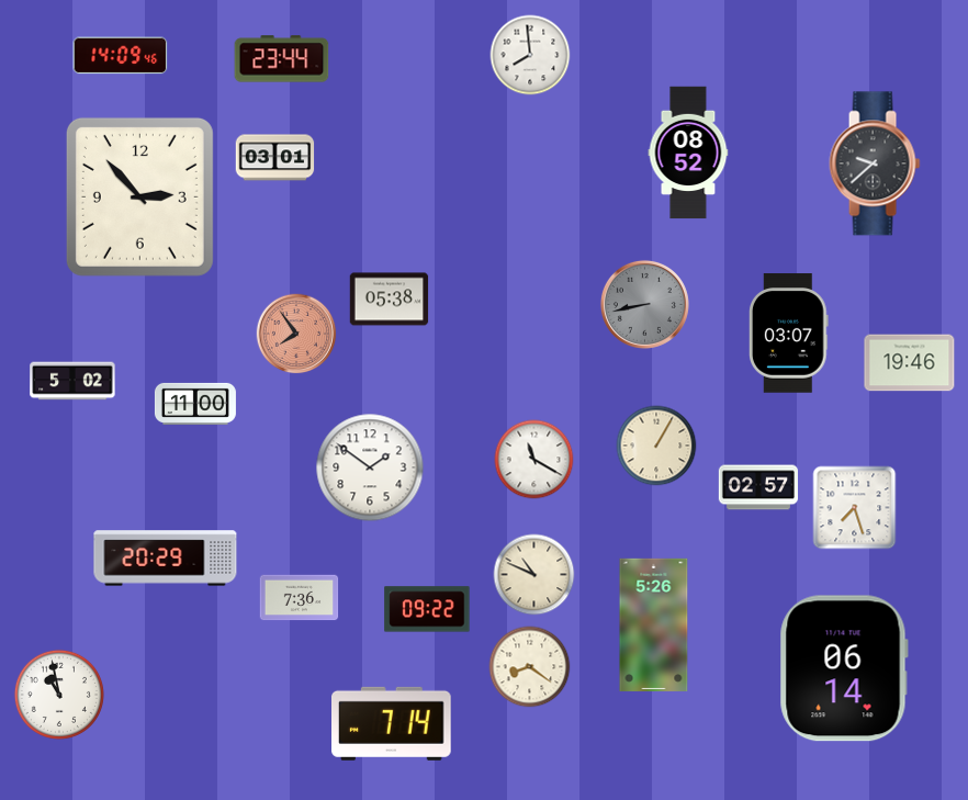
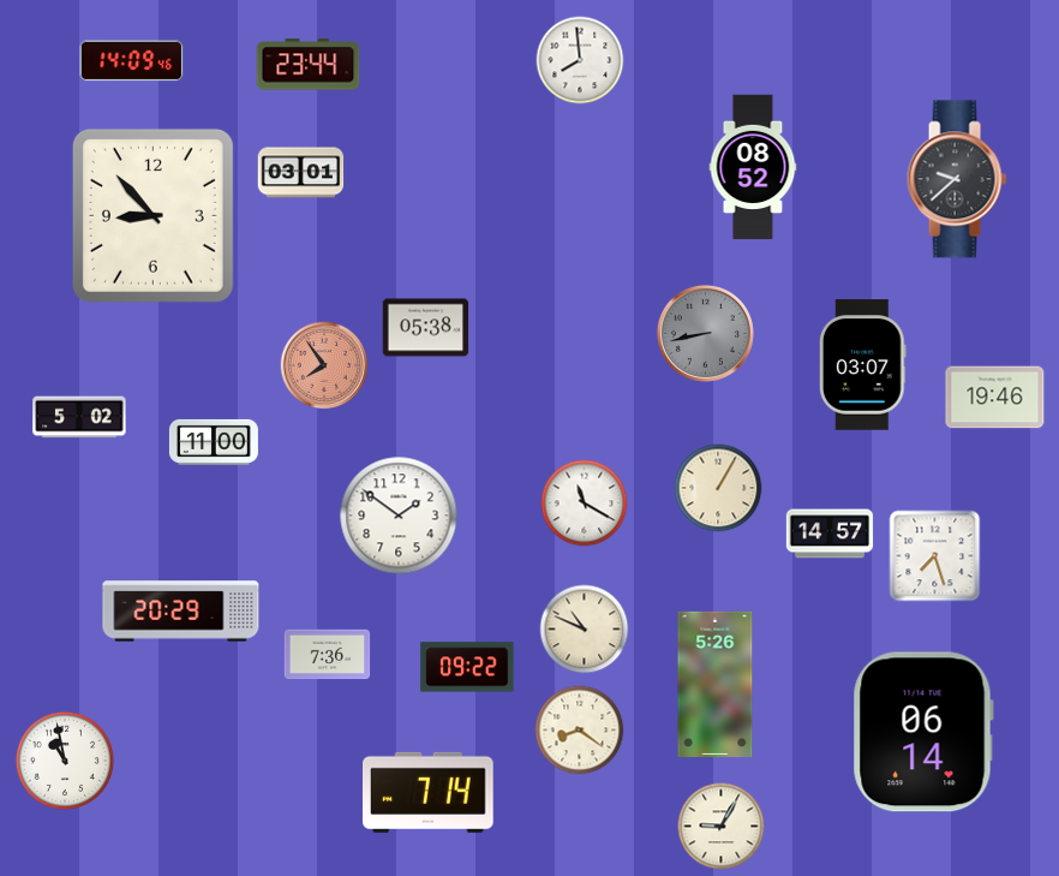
clock at (139, 196): 2:53 -> 8:53
clock at (370, 467) position: (370, 467) -> (399, 516)
clock at (758, 487): 02:57 -> 14:57
clock at (722, 827): none -> 9:05
